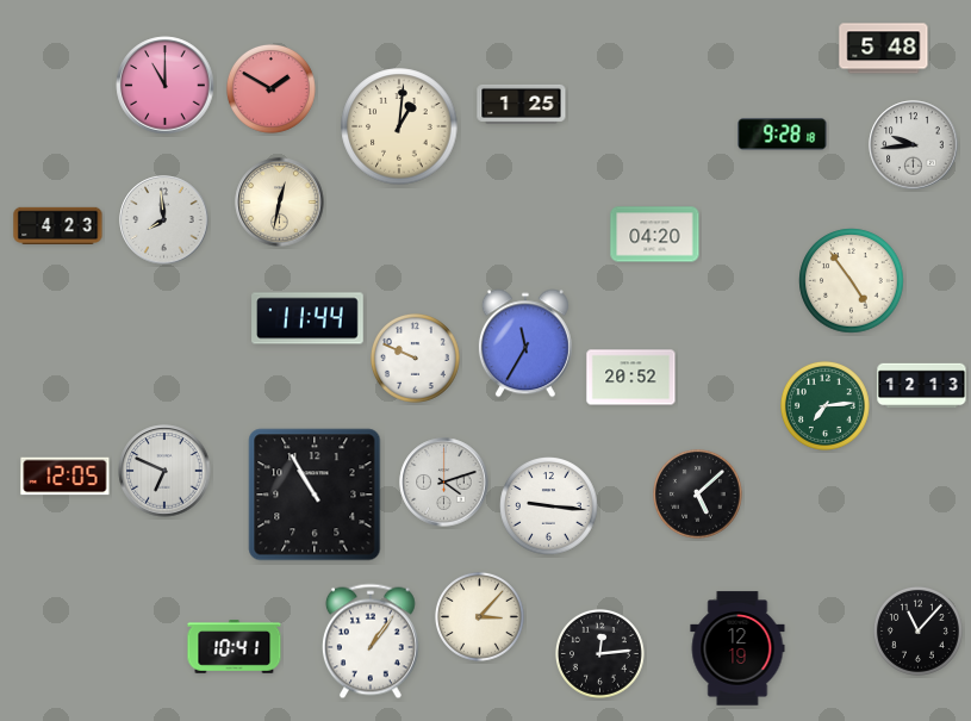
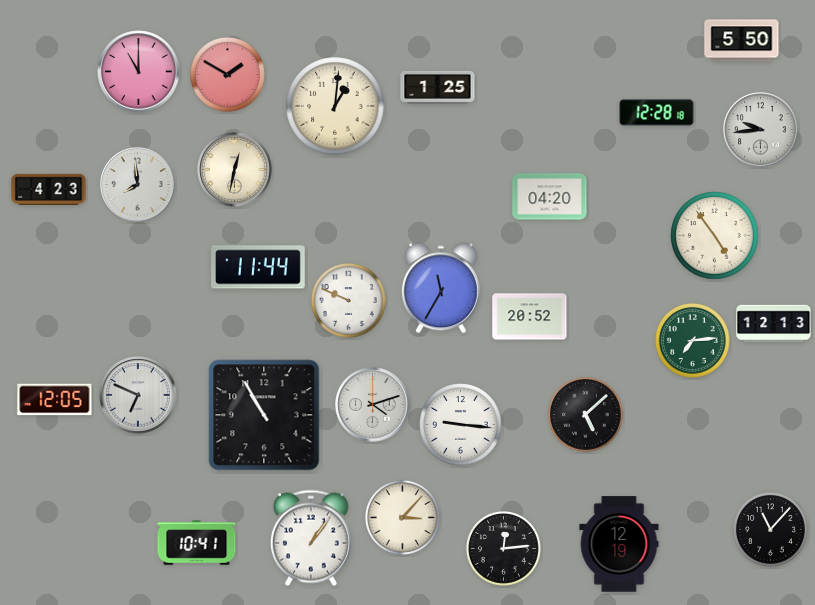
clock at (884, 49): 5:48 -> 5:50
clock at (783, 135): 9:28 -> 12:28
clock at (914, 145) position: (914, 145) -> (761, 130)
